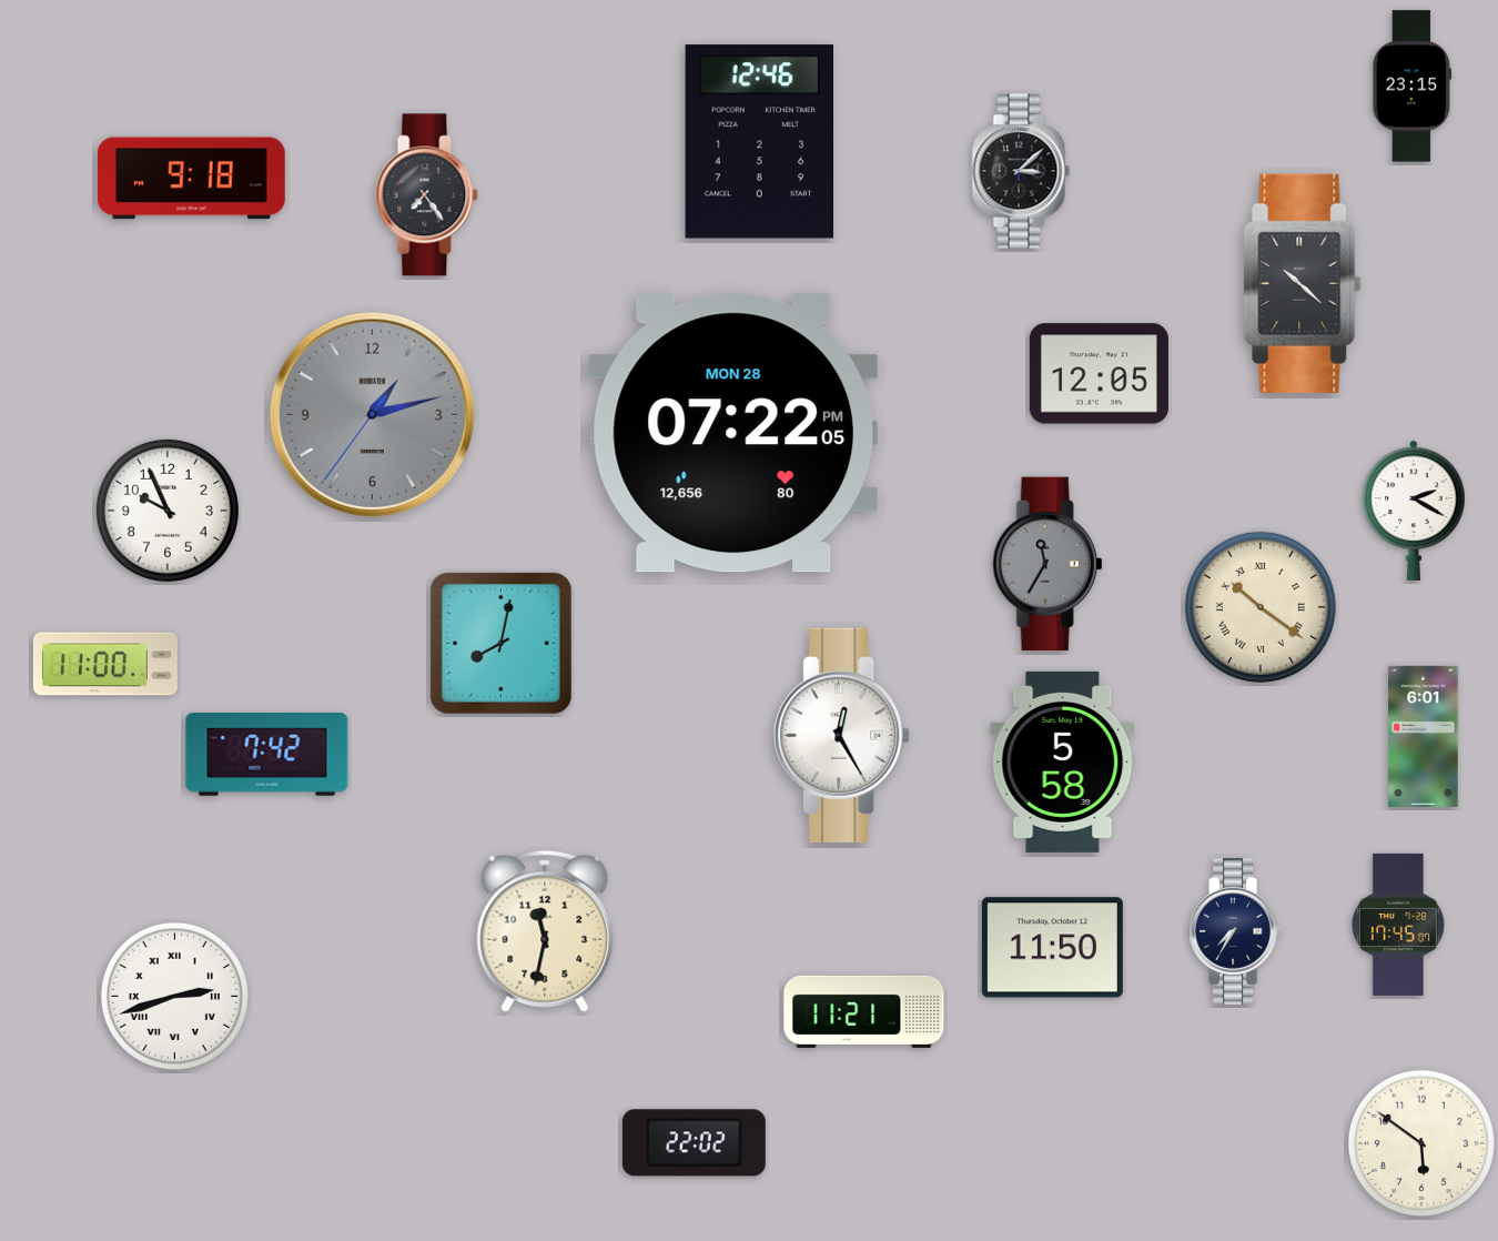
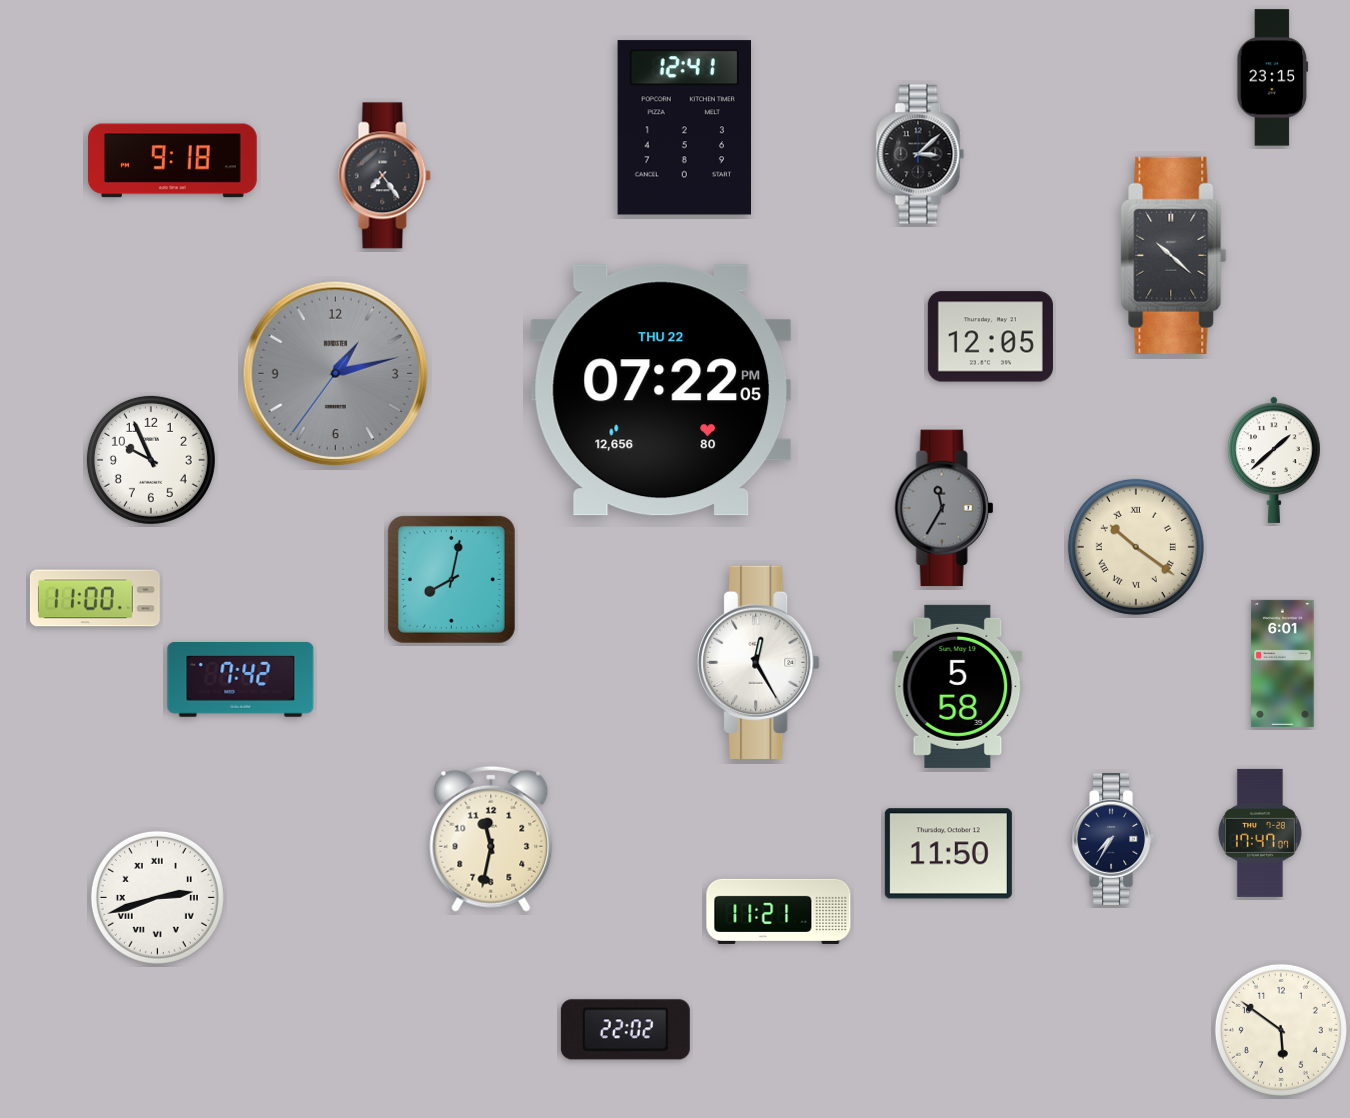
clock at (759, 142): 12:46 -> 12:41
clock at (733, 433) date: MON 28 -> THU 22
clock at (1414, 511): 2:20 -> 1:38
clock at (1398, 925): 17:45 -> 17:47
